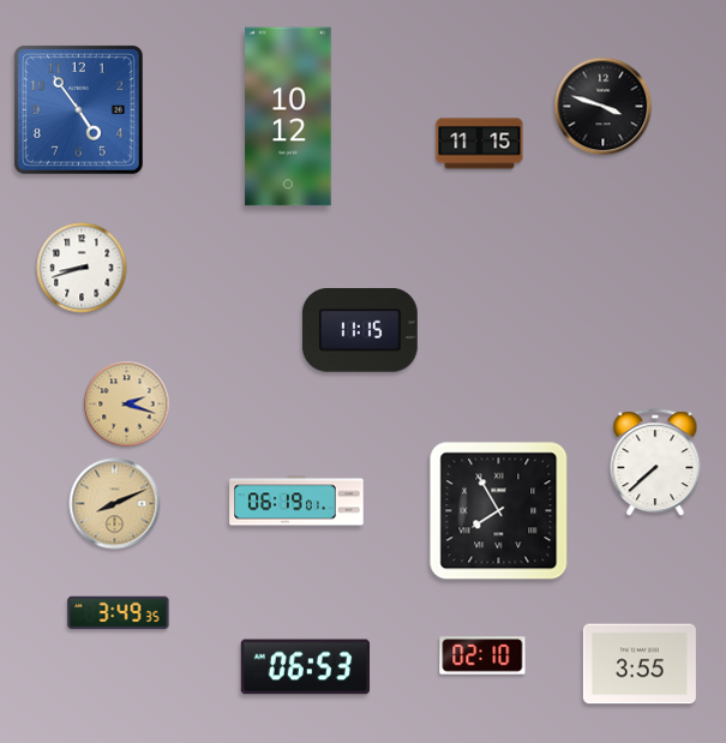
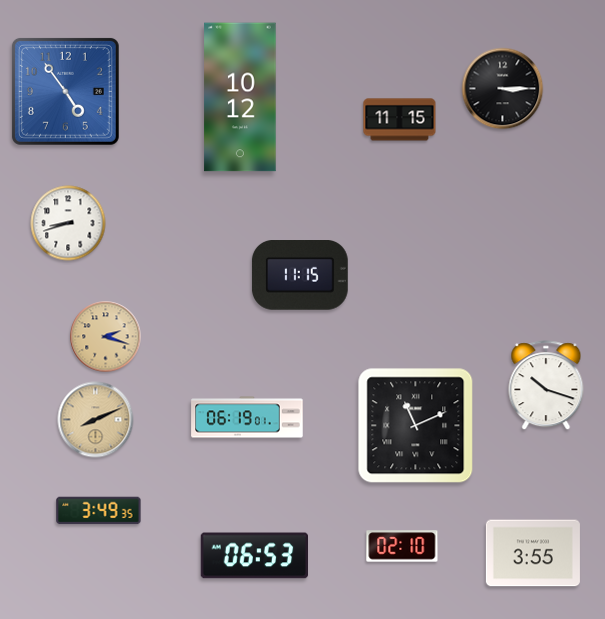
clock at (604, 107): 3:48 -> 3:15
clock at (655, 463): 7:38 -> 10:18
clock at (499, 511): 7:55 -> 11:11
